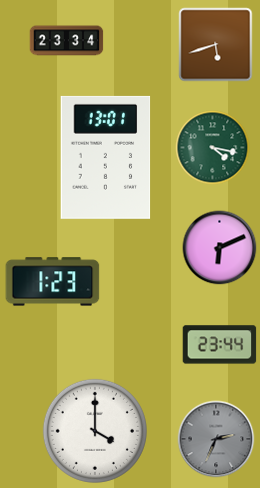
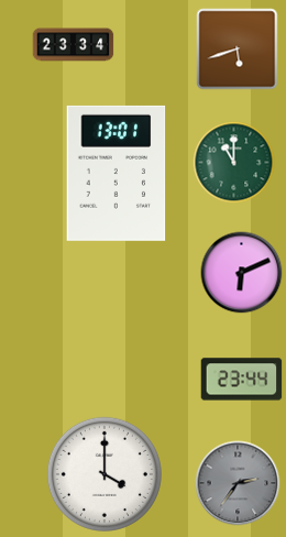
clock at (213, 148): 4:17 -> 11:00
clock at (53, 282): 1:23 -> none
clock at (216, 439): 2:34 -> 2:36
